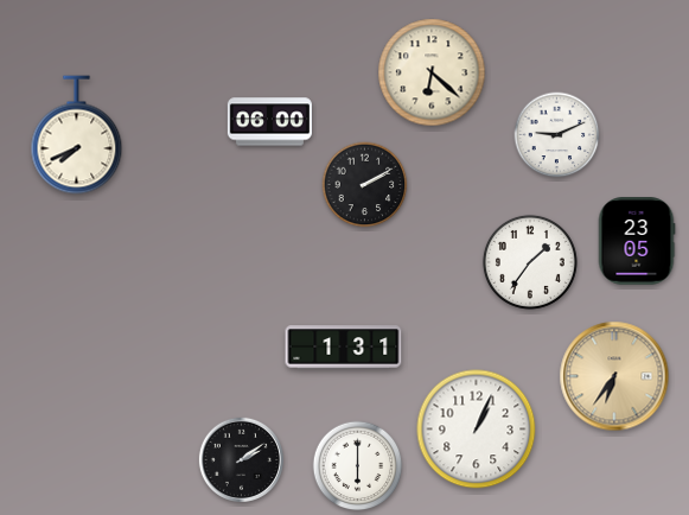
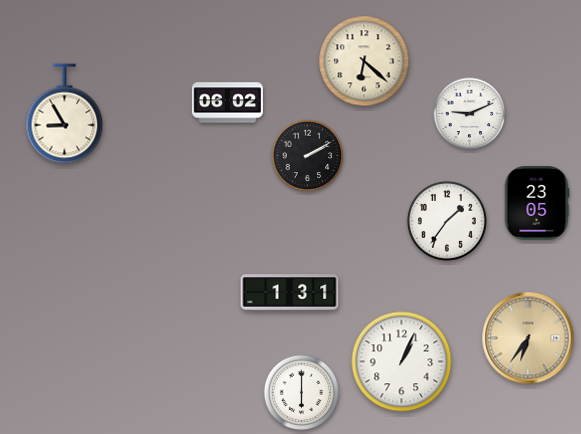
clock at (269, 122): 06:00 -> 06:02
clock at (77, 135): 7:41 -> 8:55
clock at (614, 376) position: (614, 376) -> (528, 338)
clock at (241, 459): 2:09 -> none
